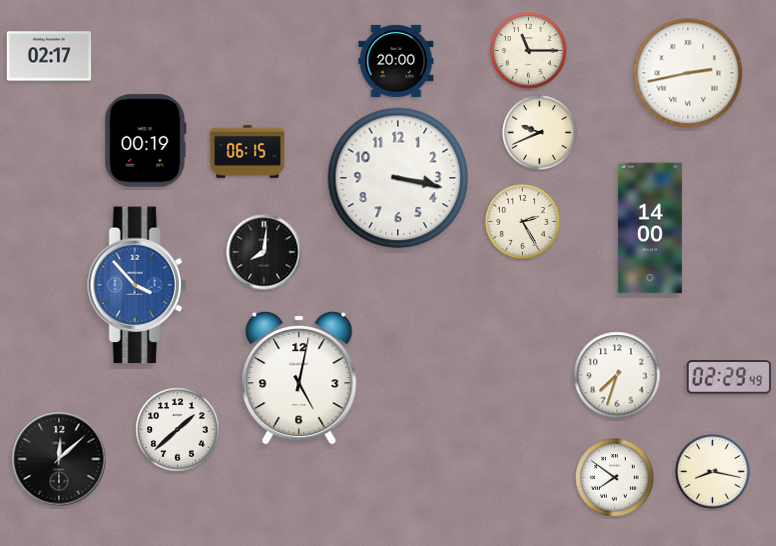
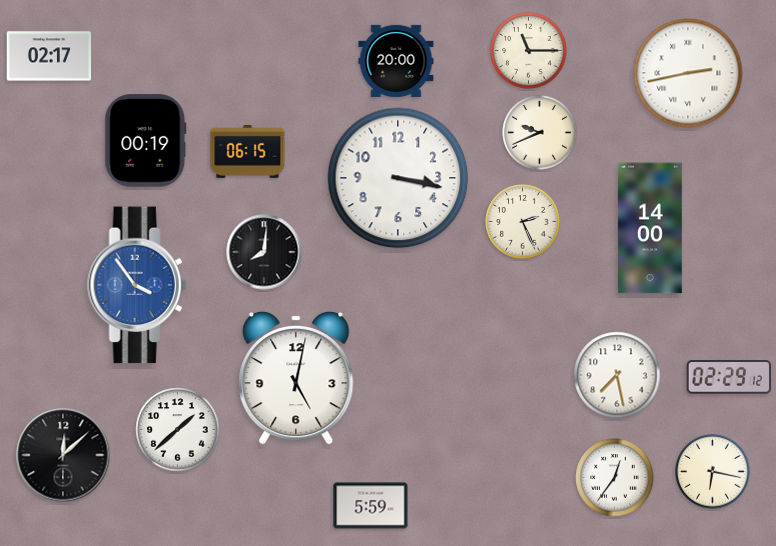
clock at (523, 222): 2:25 -> 2:26
clock at (137, 285): 3:53 -> 3:54
clock at (617, 375): 7:33 -> 7:28
clock at (728, 377): 02:29:49 -> 02:29:12
clock at (299, 378) position: (299, 378) -> (296, 378)
clock at (59, 459) position: (59, 459) -> (63, 455)
clock at (713, 472): 8:17 -> 6:17
clock at (615, 478): 7:51 -> 12:36
clock at (371, 506): none -> 5:59
